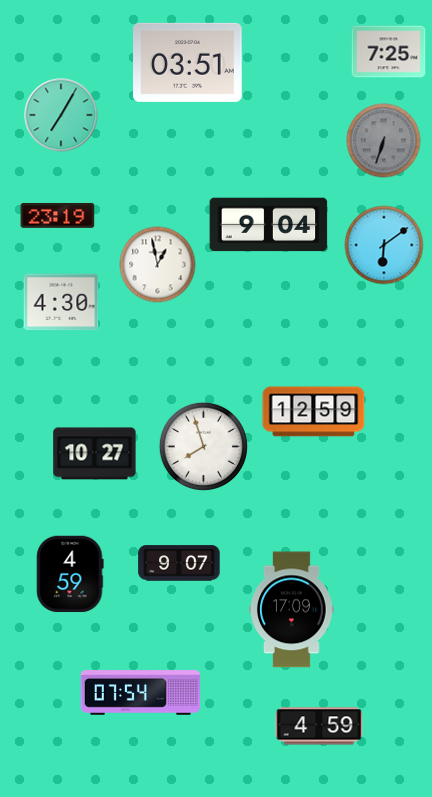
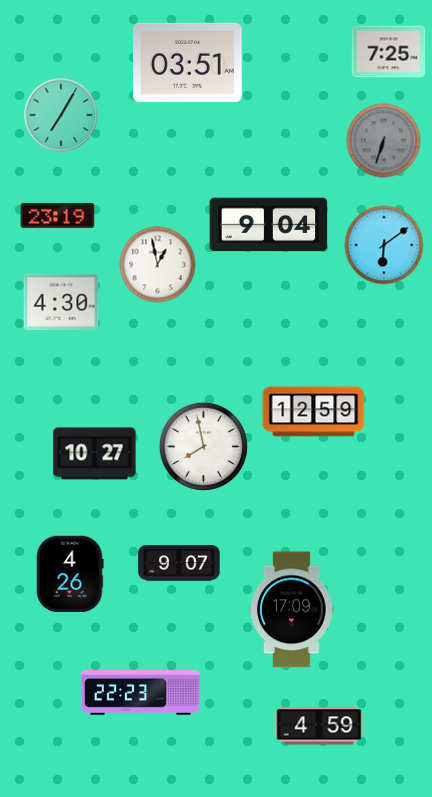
clock at (203, 446): 7:57 -> 7:58
clock at (70, 574): 4:59 -> 4:26
clock at (141, 693): 07:54 -> 22:23
